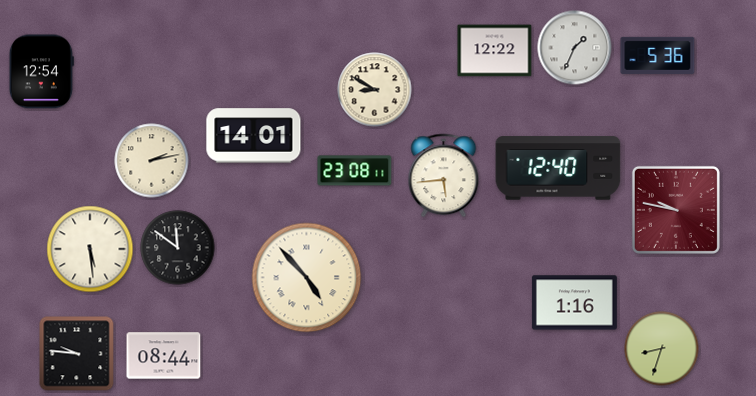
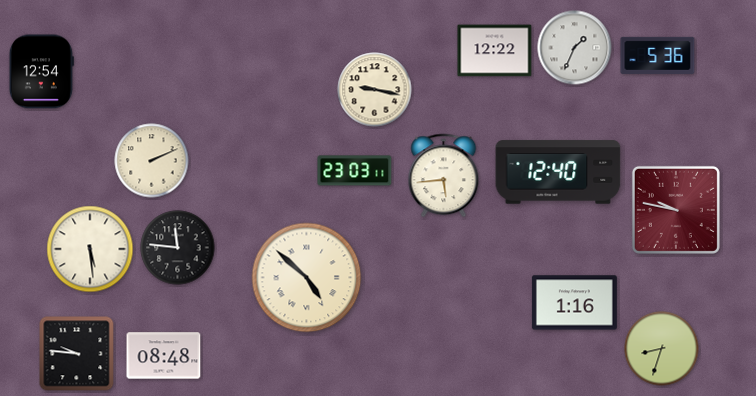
clock at (375, 90): 8:50 -> 9:17
clock at (254, 136): 14:01 -> none
clock at (152, 161): 2:13 -> 2:11
clock at (558, 168) position: (558, 168) -> (558, 172)
clock at (355, 171): 23:08 -> 23:03
clock at (178, 248): 11:51 -> 11:46
clock at (307, 278): 4:53 -> 4:52
clock at (164, 356): 08:44 -> 08:48
